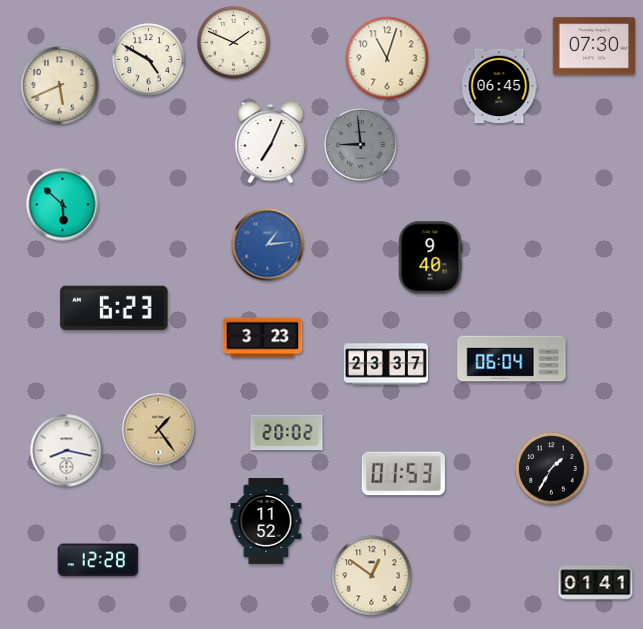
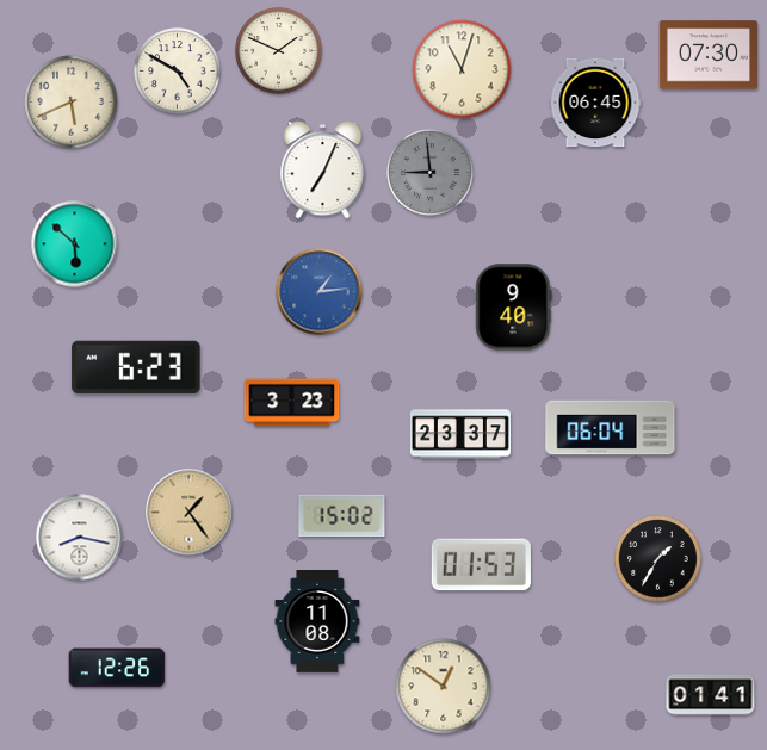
clock at (263, 338) position: (263, 338) -> (292, 403)
clock at (287, 433): 20:02 -> 15:02
clock at (266, 522): 11:52 -> 11:08
clock at (98, 560): 12:28 -> 12:26
